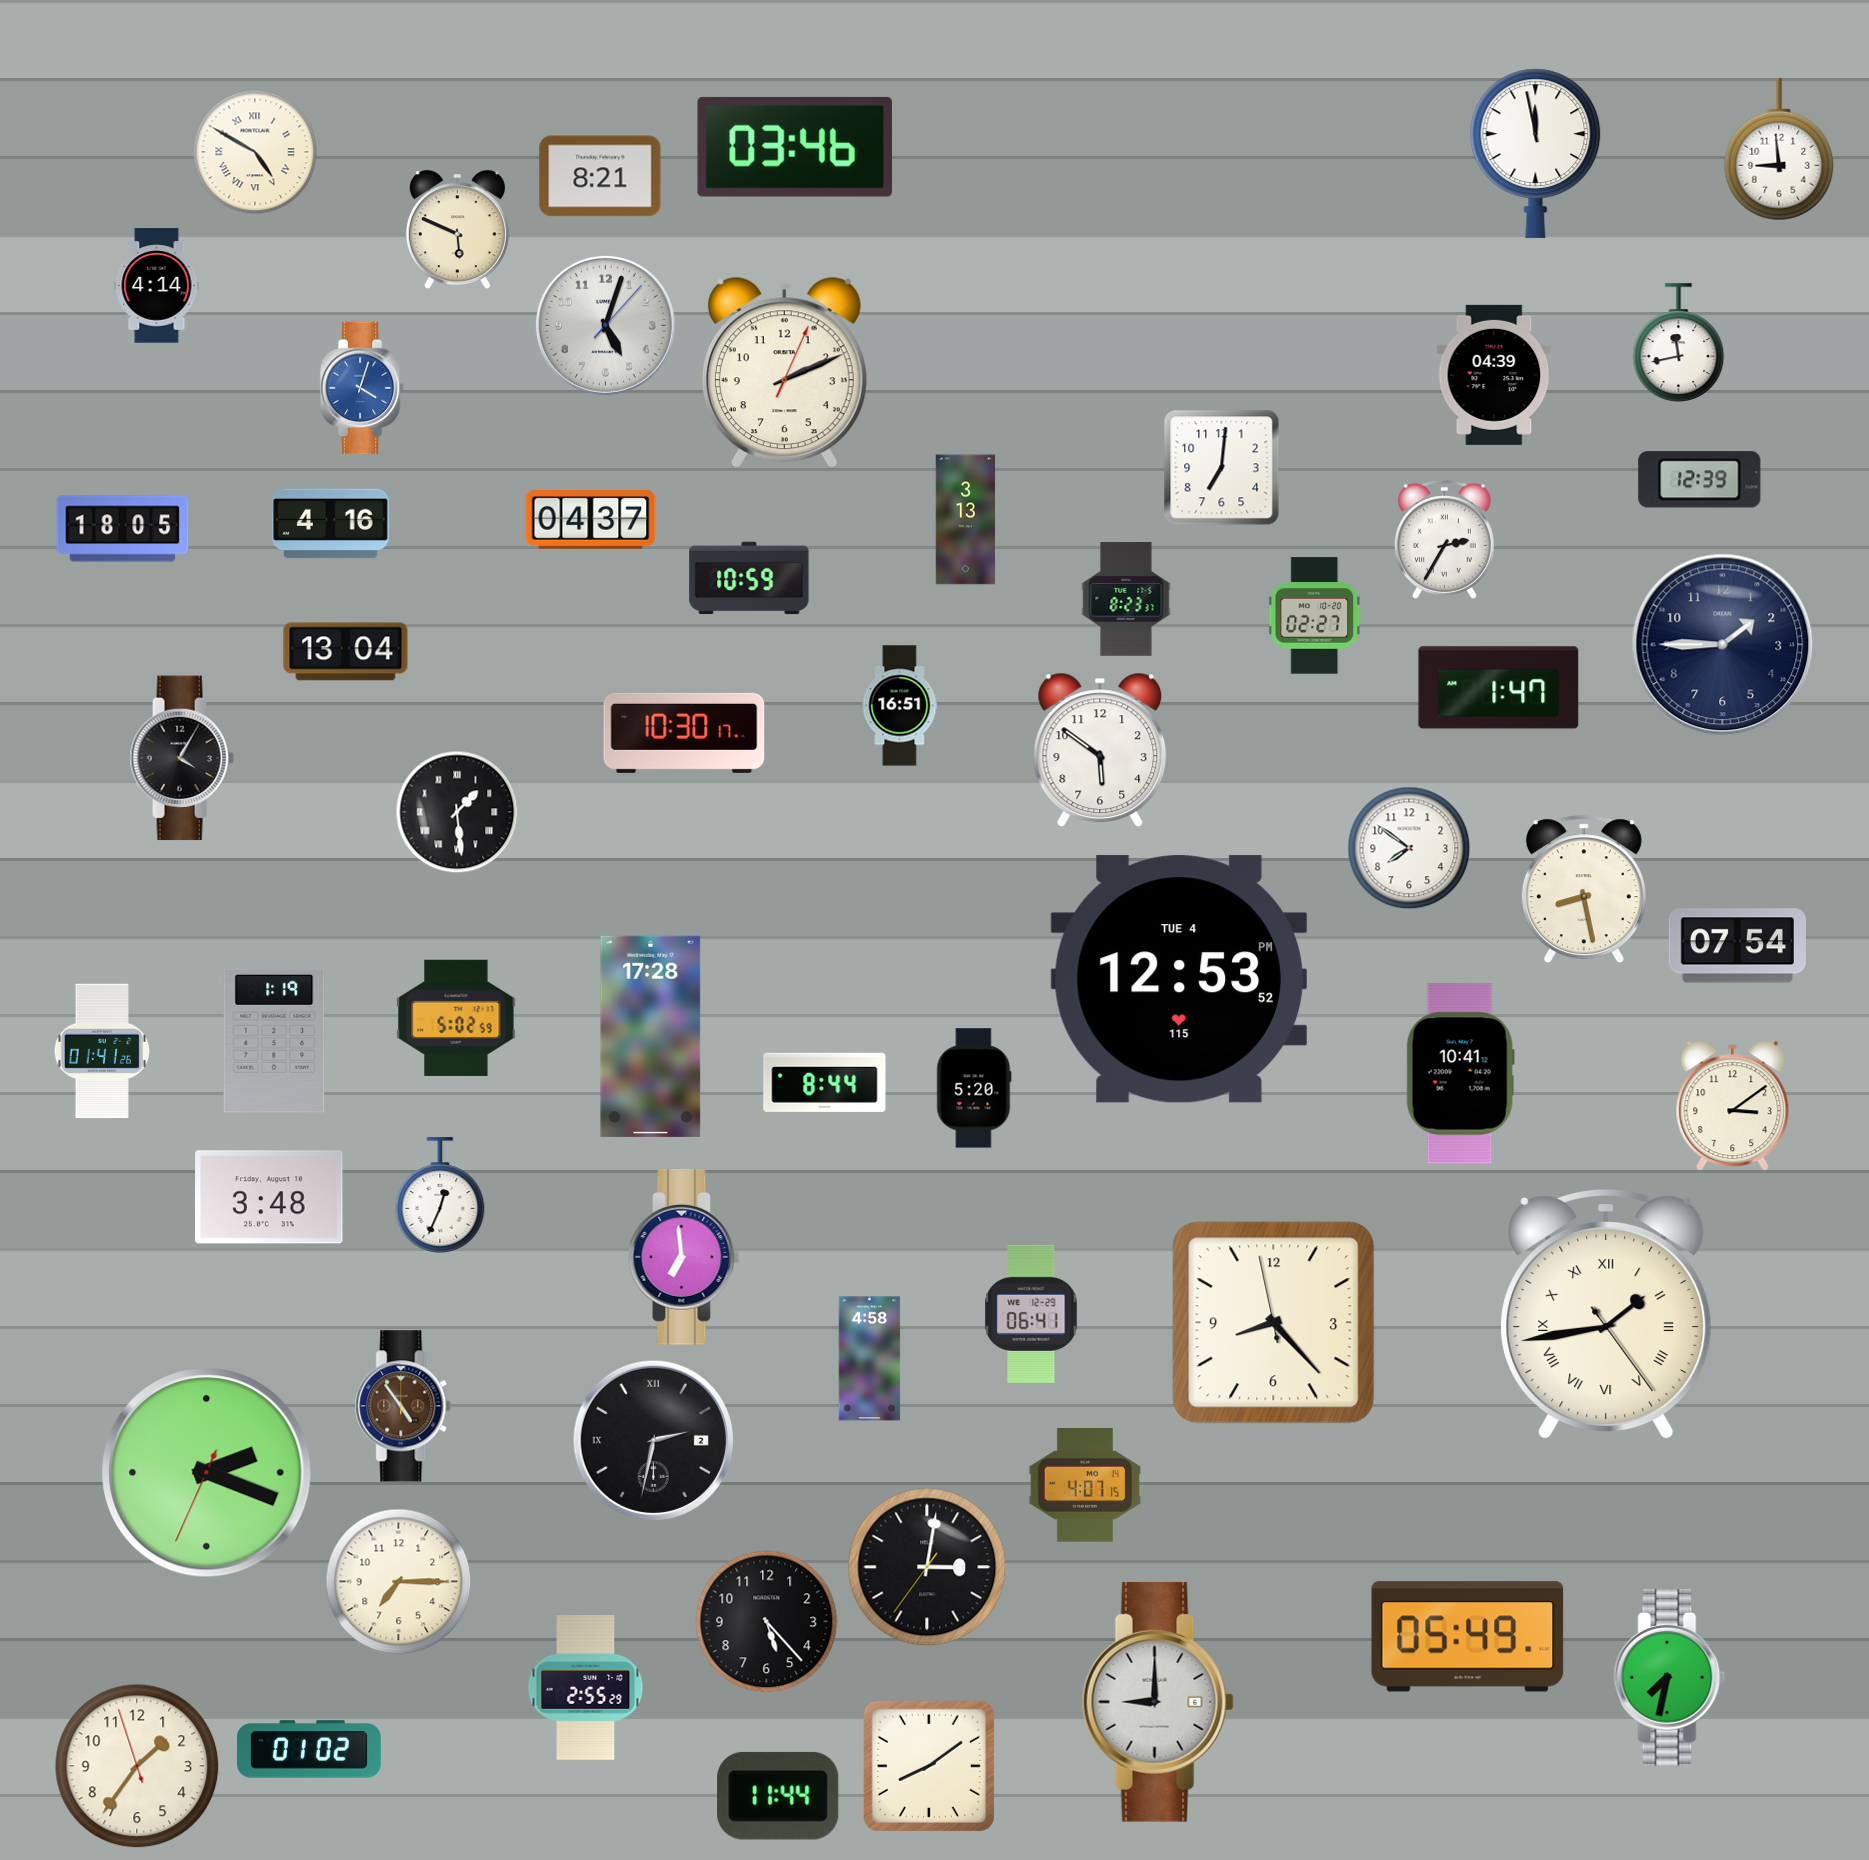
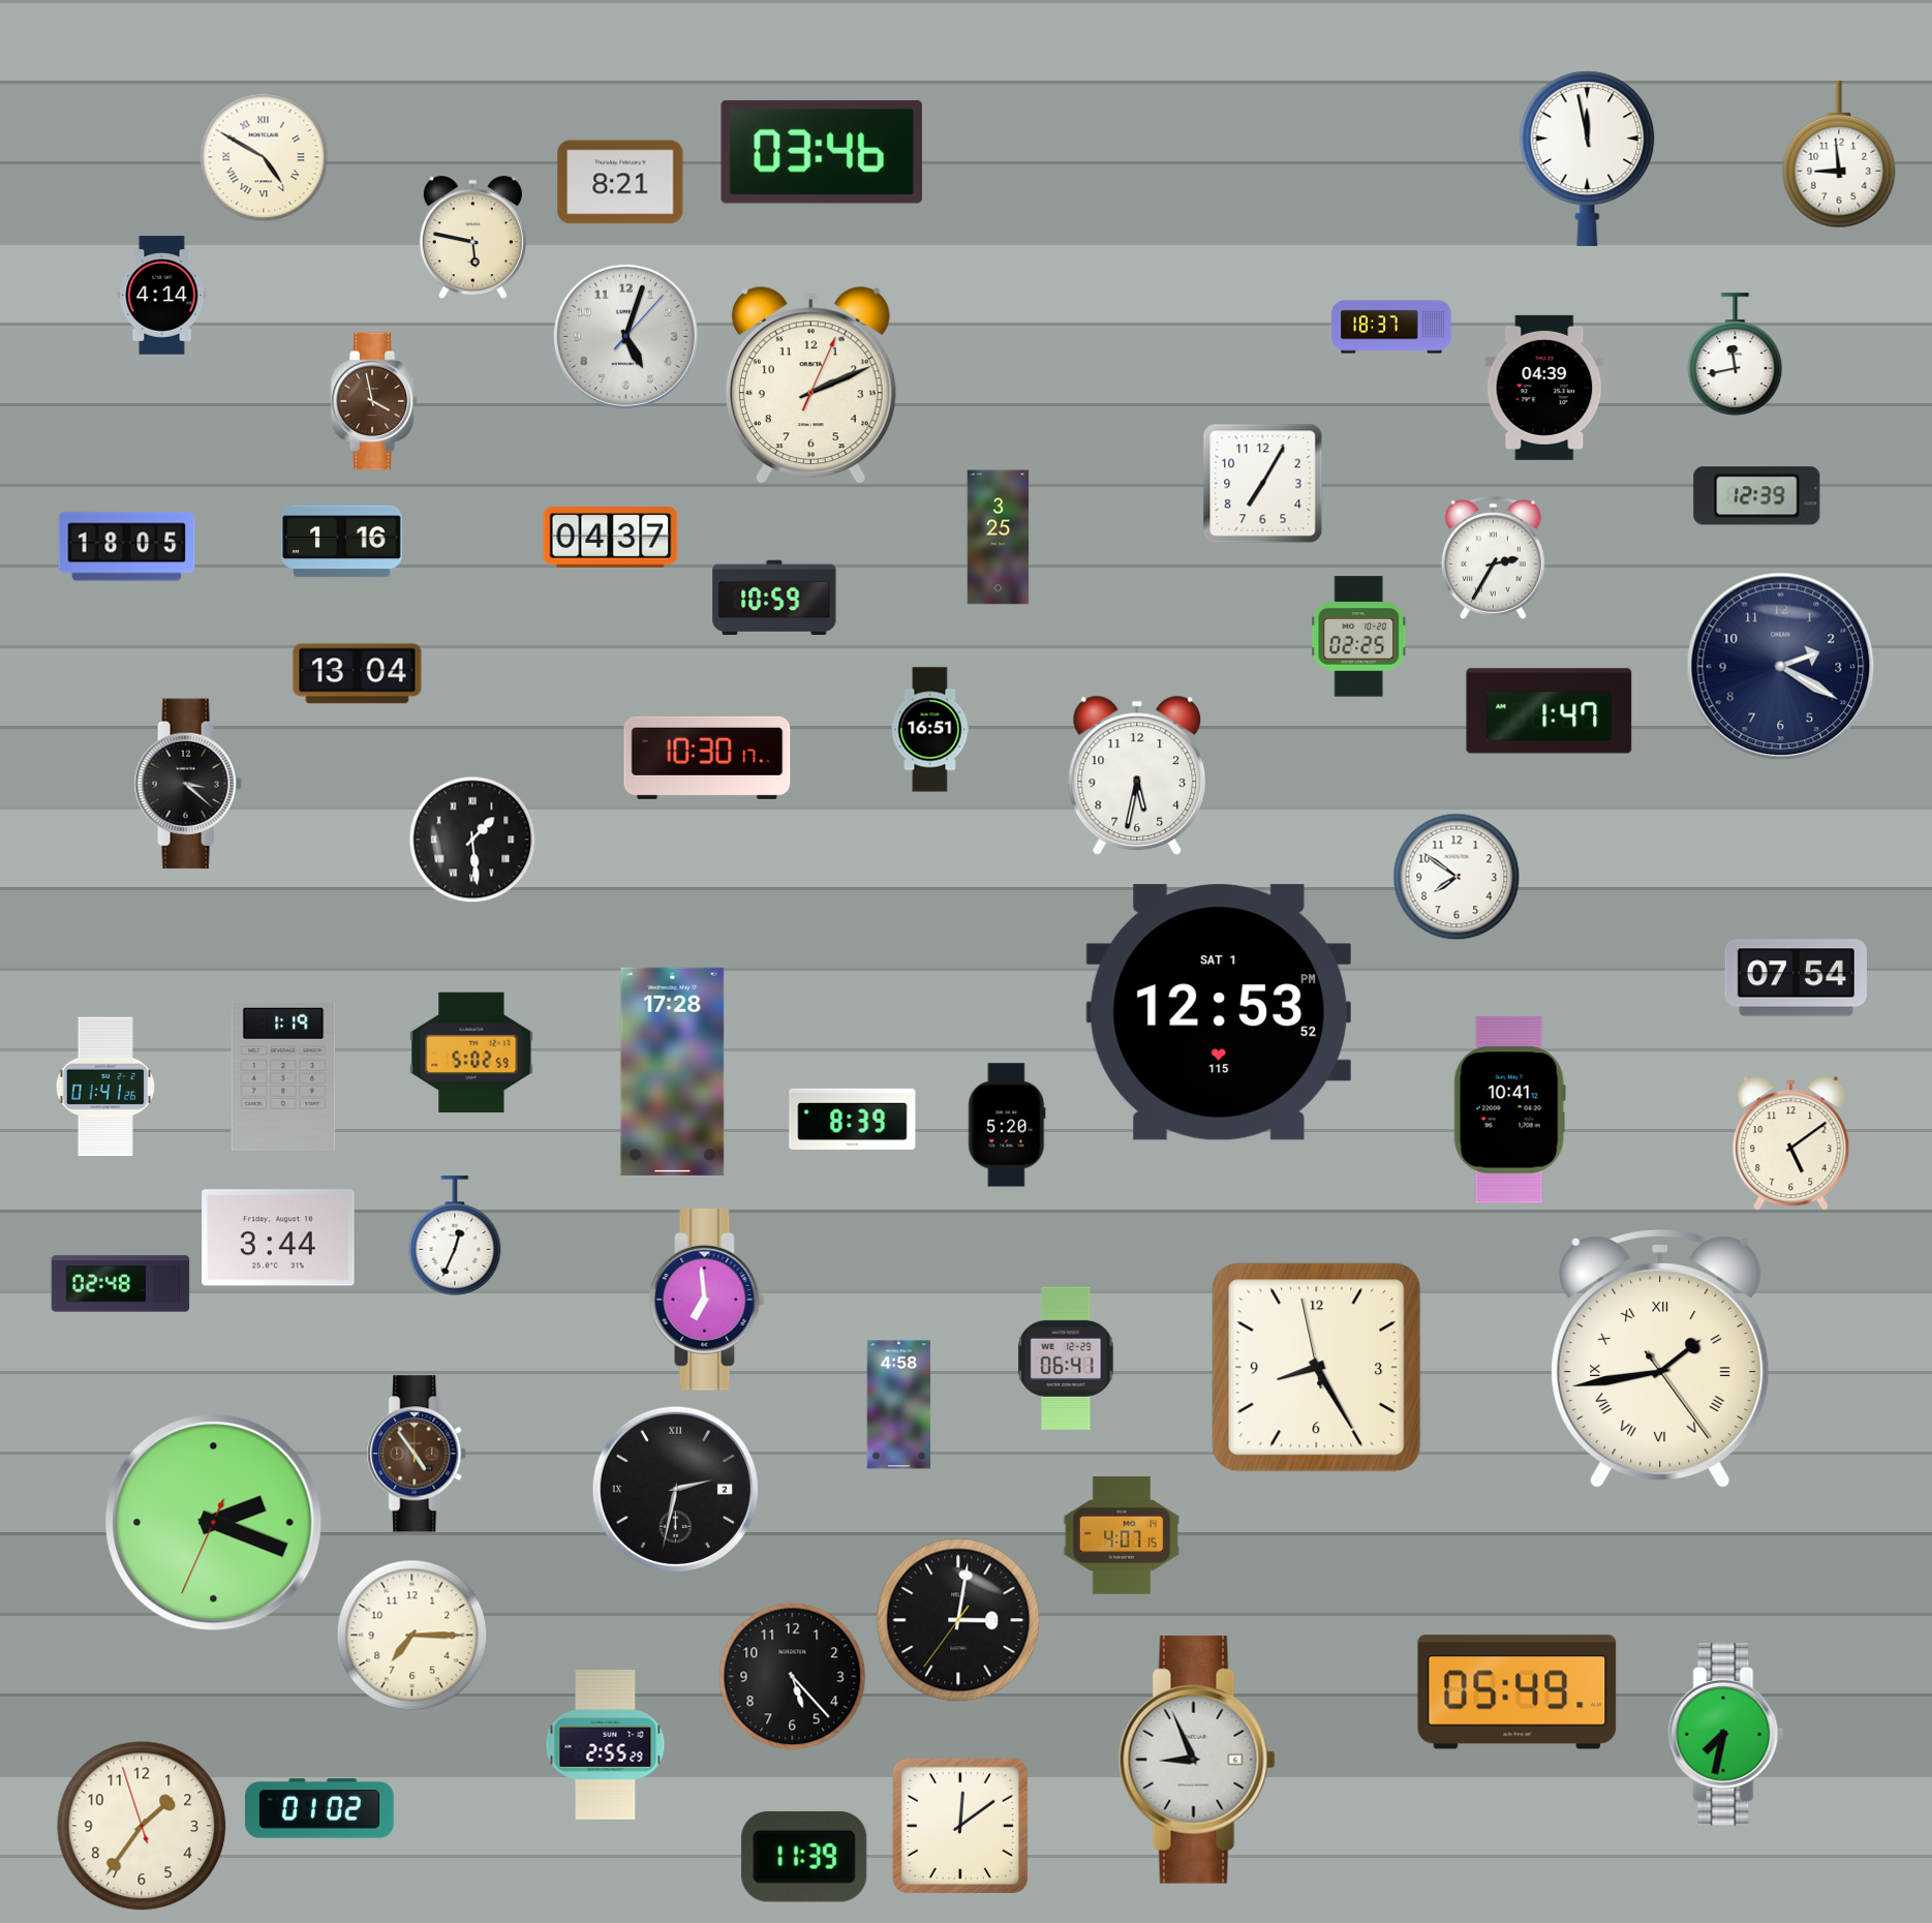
clock at (457, 230): 5:49 -> 5:47
clock at (1391, 327): none -> 18:37
clock at (362, 388): 4:03 -> 3:58
clock at (362, 388) dial: blue -> brown
clock at (1222, 468): 7:01 -> 7:05
clock at (966, 520): 3:13 -> 3:25
clock at (331, 524): 4:16 -> 1:16
clock at (1126, 599): 8:23 -> none
clock at (1315, 616): 02:27 -> 02:25
clock at (1723, 645): 1:45 -> 2:20
clock at (1100, 750): 5:51 -> 5:32
clock at (182, 758): 4:05 -> 3:22
clock at (1584, 889): 8:28 -> none
clock at (1179, 979) date: TUE 4 -> SAT 1
clock at (825, 1082): 8:44 -> 8:39
clock at (1733, 1106): 3:09 -> 5:09
clock at (269, 1197): 3:48 -> 3:44
clock at (121, 1284): none -> 02:48
clock at (1274, 1323): 8:22 -> 8:24
clock at (1158, 1702): 9:00 -> 8:56
clock at (929, 1766): 8:09 -> 12:09
clock at (778, 1796): 11:44 -> 11:39
